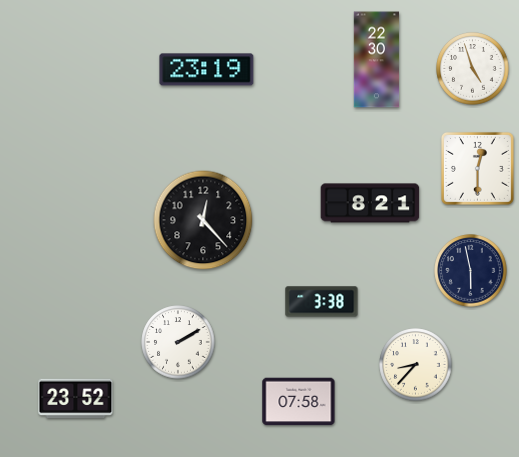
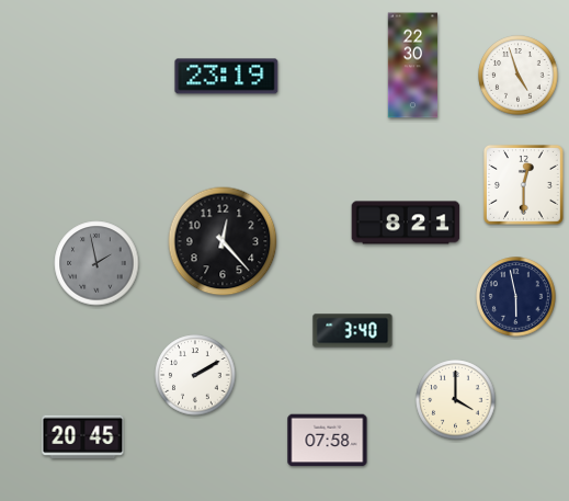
clock at (96, 263): none -> 1:58
clock at (322, 302): 3:38 -> 3:40
clock at (416, 365): 8:37 -> 4:00
clock at (76, 399): 23:52 -> 20:45
